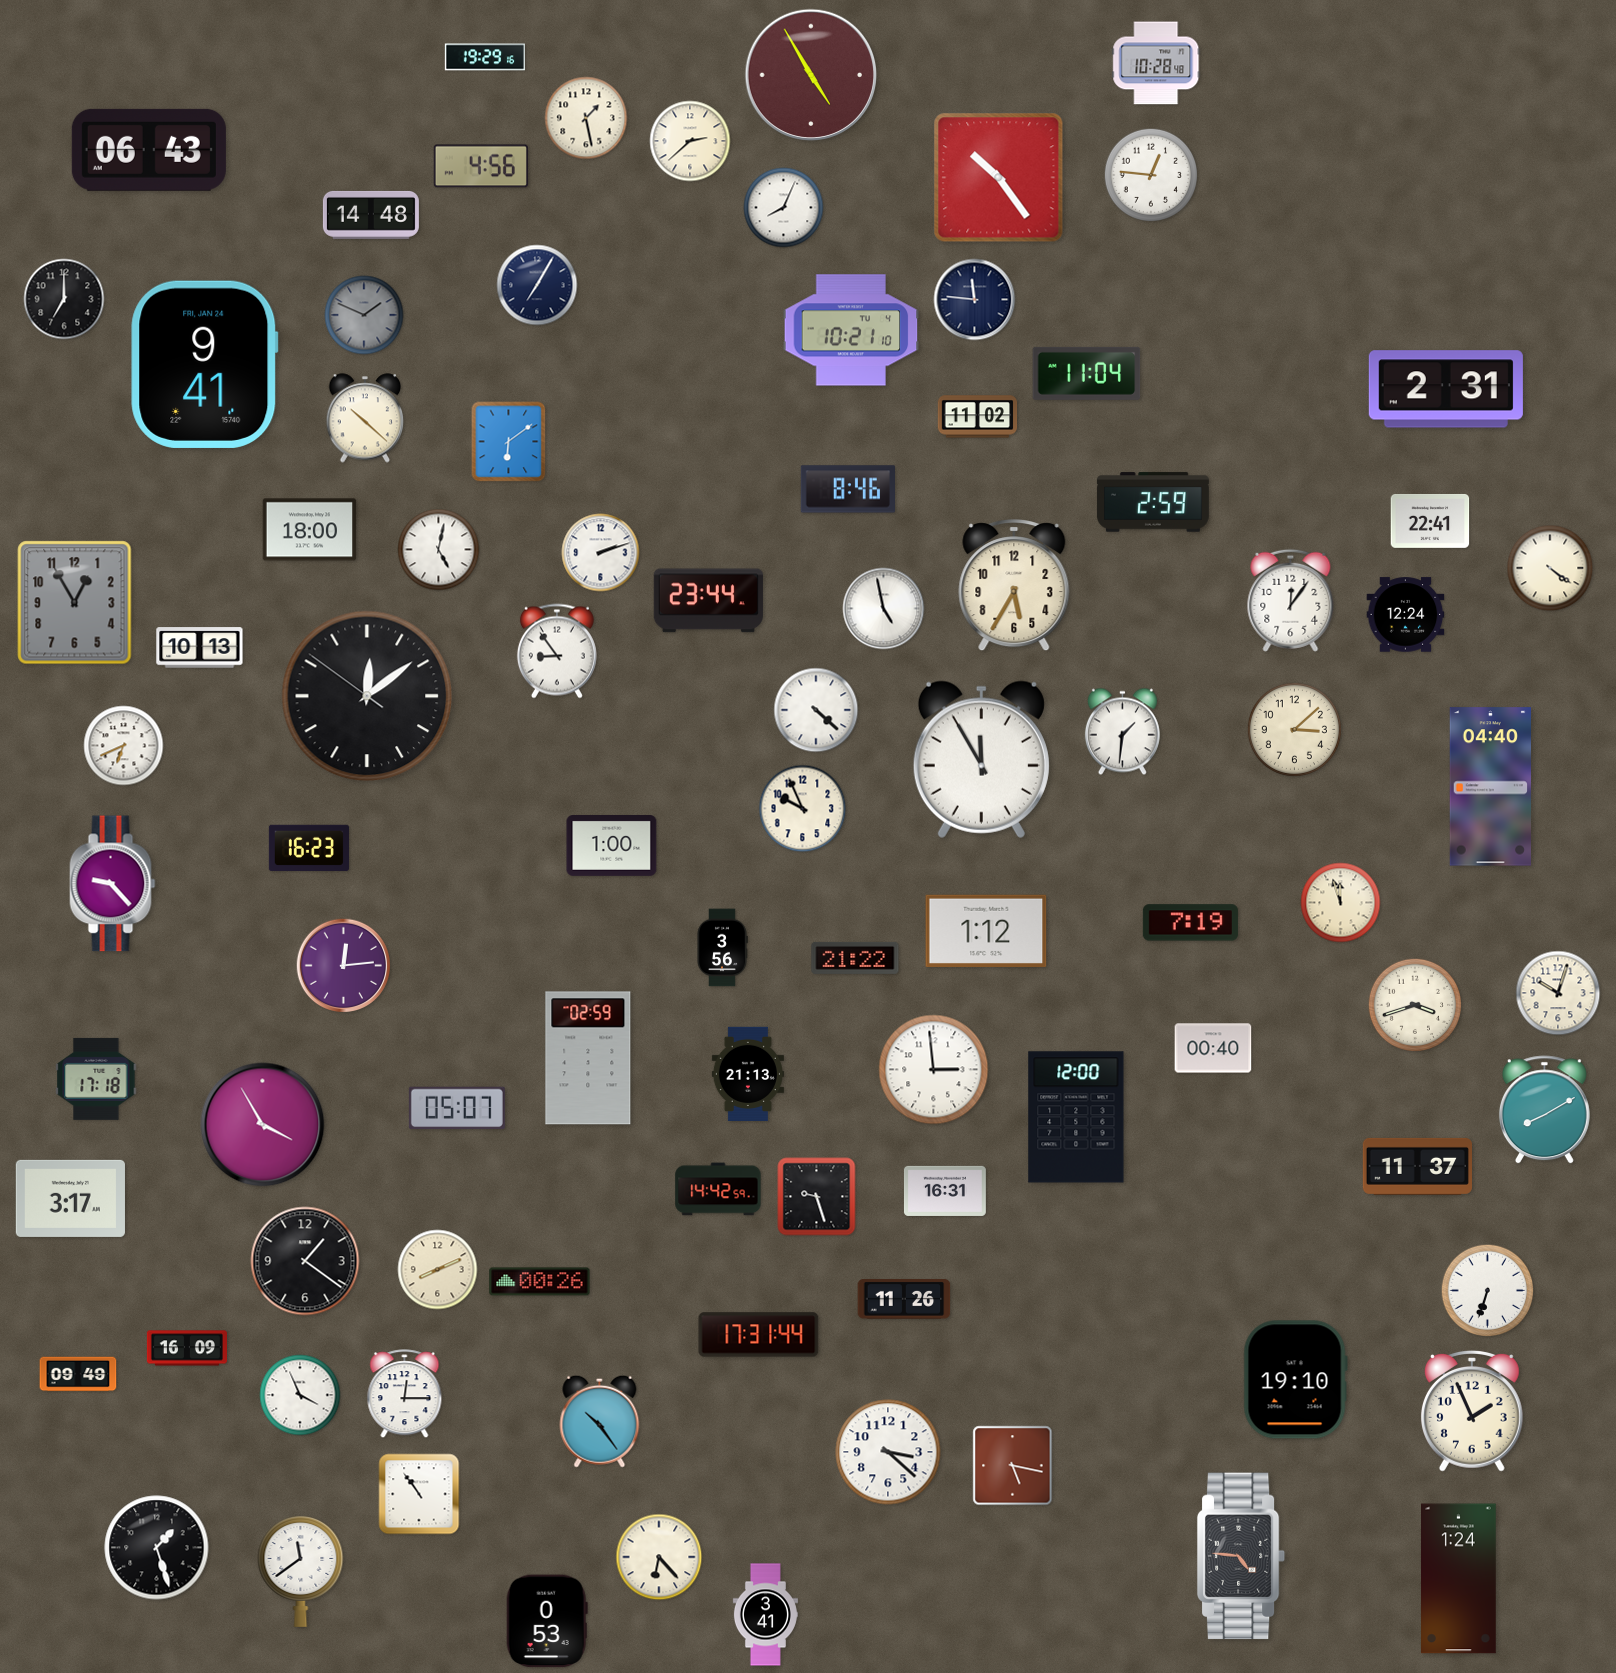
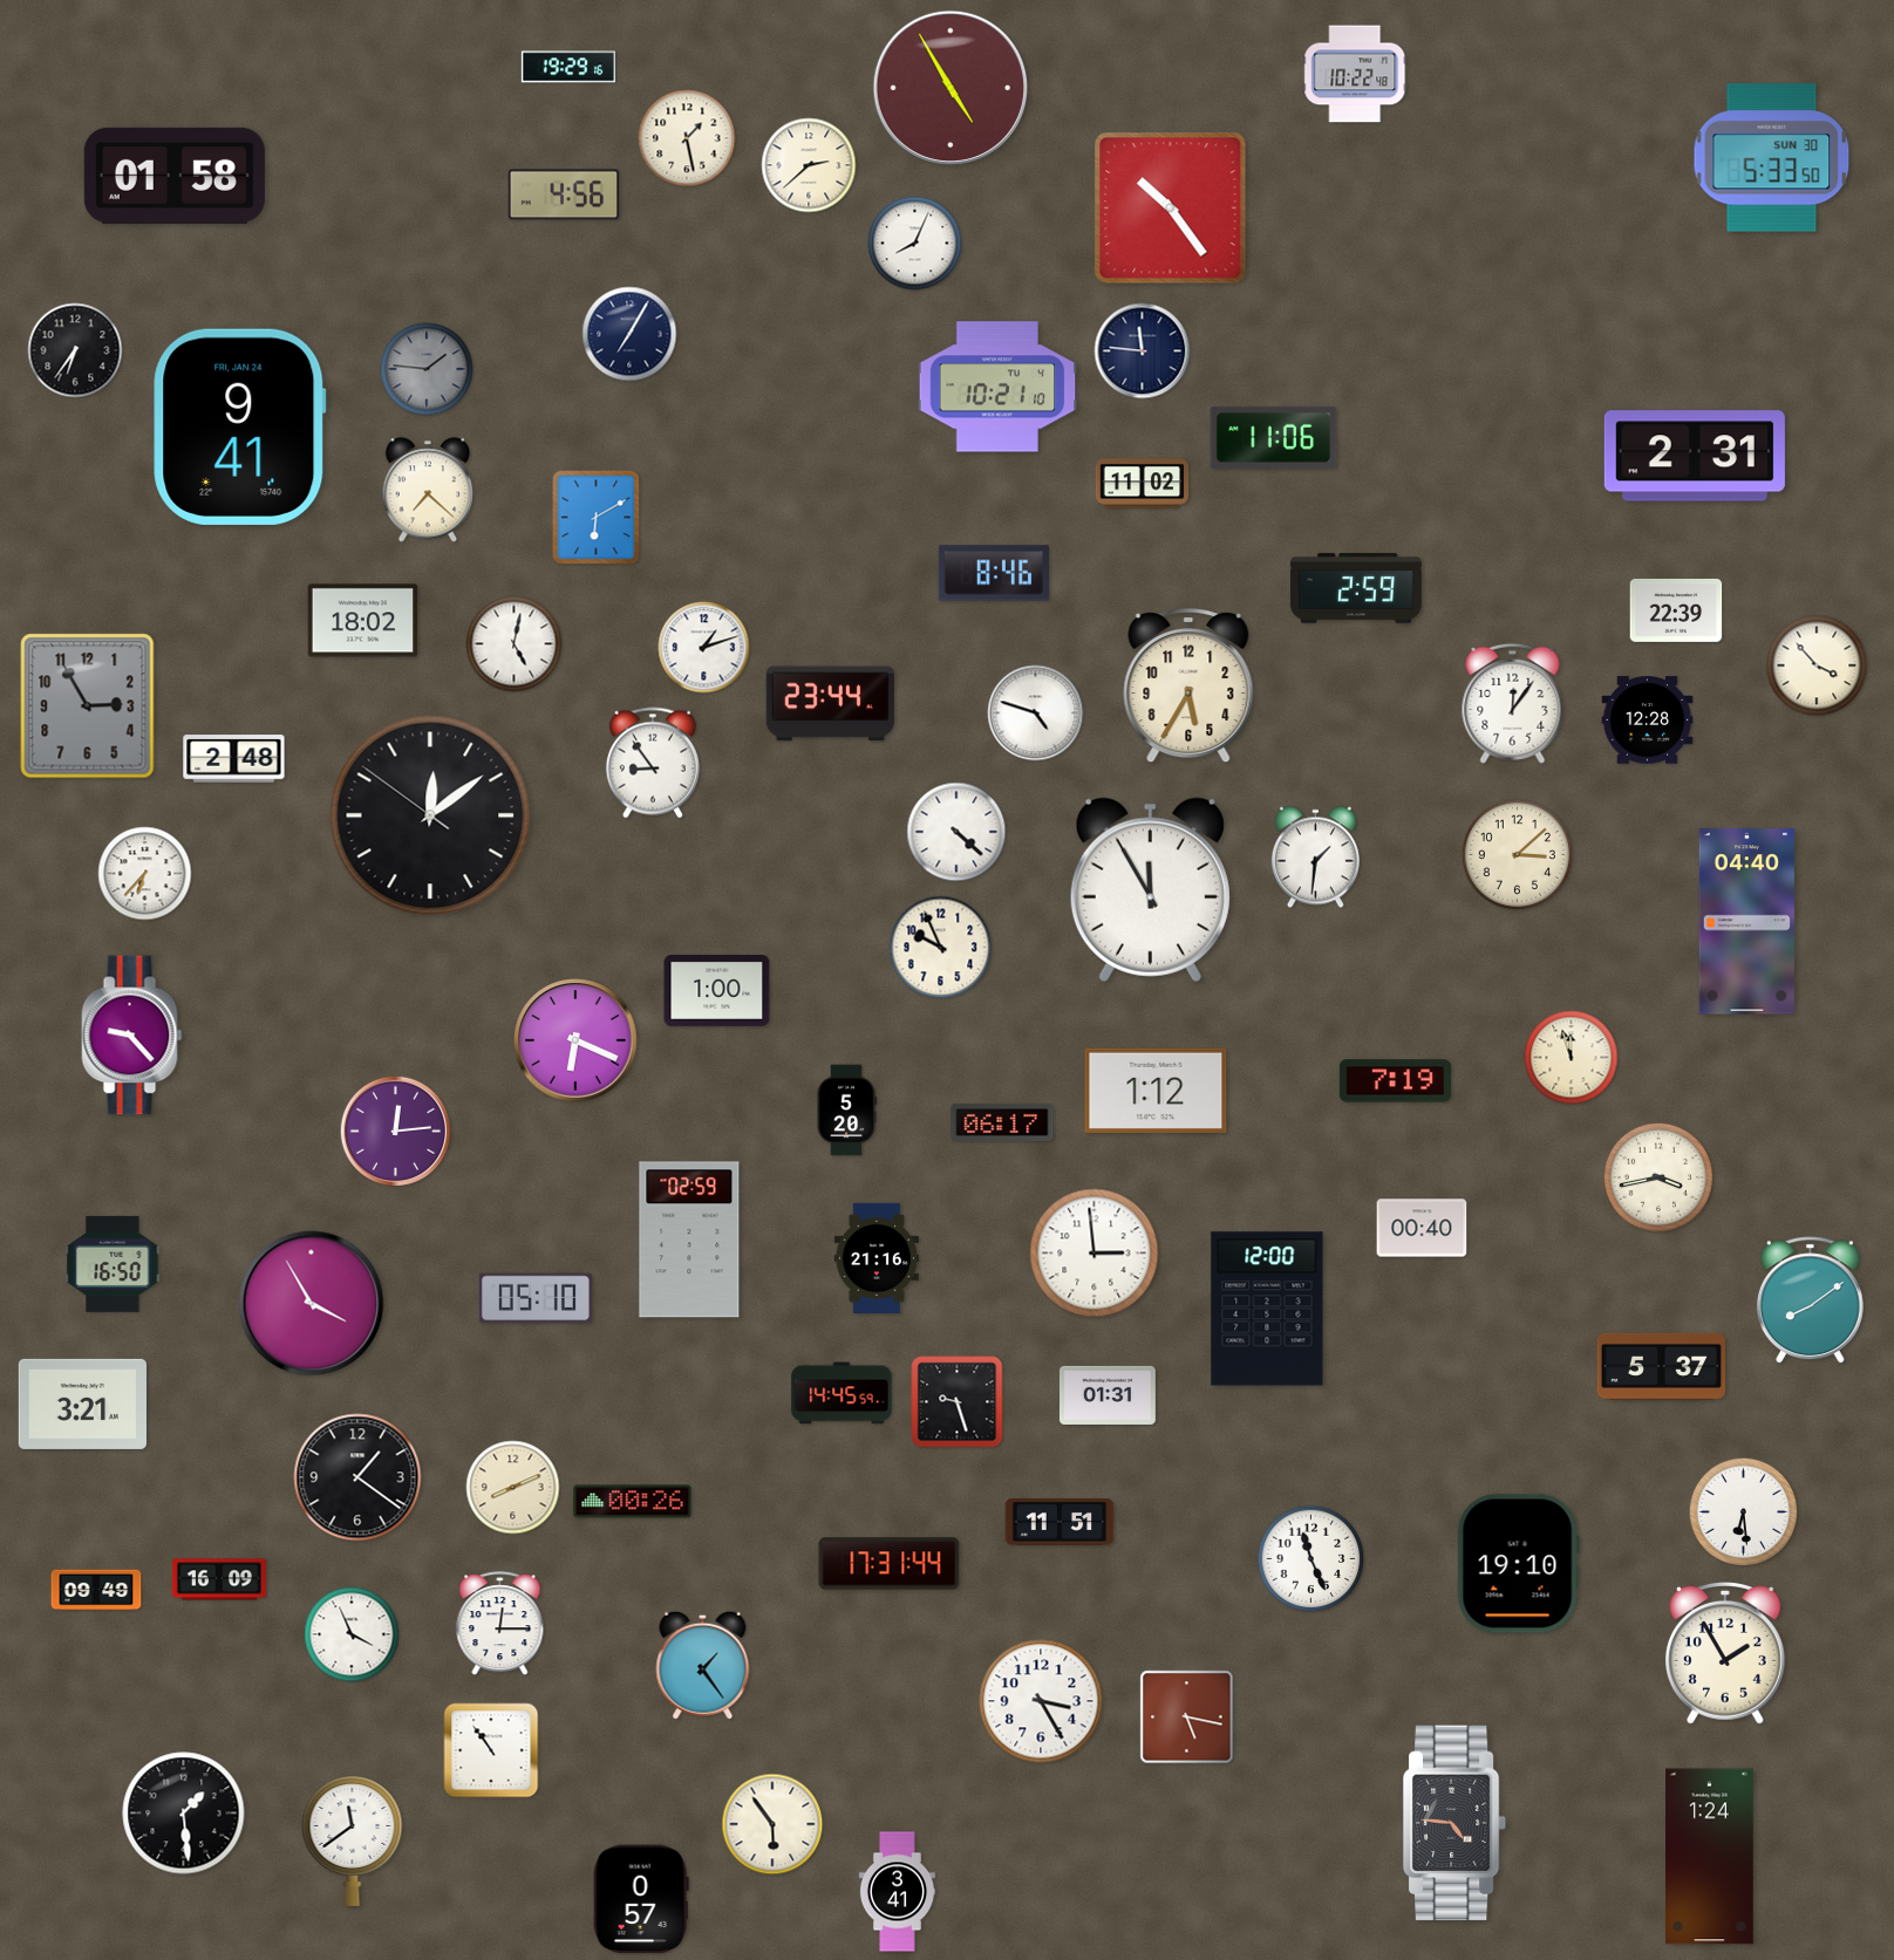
clock at (1156, 63): 10:28 -> 10:22
clock at (1772, 158): none -> 5:33
clock at (149, 150): 06:43 -> 01:58
clock at (1150, 174): 12:46 -> none
clock at (784, 208) position: (784, 208) -> (915, 244)
clock at (371, 215): 14:48 -> none
clock at (64, 299): 7:00 -> 6:36
clock at (364, 315): 1:49 -> 1:46
clock at (1087, 373): 11:04 -> 11:06
clock at (978, 417) position: (978, 417) -> (1143, 484)
clock at (365, 418): 10:22 -> 7:22
clock at (509, 442): 6:09 -> 6:10
clock at (1153, 502) position: (1153, 502) -> (1356, 588)
clock at (1430, 521): 22:41 -> 22:39
clock at (310, 530): 18:00 -> 18:02
clock at (601, 553): 2:12 -> 1:12
clock at (1550, 568): 4:21 -> 3:53
clock at (75, 603): 12:55 -> 2:55
clock at (884, 609): 4:58 -> 4:48
clock at (1406, 615): 12:24 -> 12:28
clock at (200, 648): 10:13 -> 2:48
clock at (124, 746): 6:41 -> 6:37
clock at (309, 847): 16:23 -> none
clock at (575, 1040): none -> 6:19
clock at (722, 948): 3:56 -> 5:20
clock at (855, 958): 21:22 -> 06:17
clock at (344, 966) position: (344, 966) -> (396, 1132)
clock at (1558, 993): 10:03 -> none
clock at (1414, 1004): 3:42 -> 3:43
clock at (748, 1074): 21:13 -> 21:16
clock at (96, 1079): 17:18 -> 16:50
clock at (457, 1108): 05:07 -> 05:10
clock at (1544, 1110): 8:10 -> 8:09
clock at (1076, 1117) position: (1076, 1117) -> (1267, 1309)
clock at (263, 1125) position: (263, 1125) -> (312, 1304)
clock at (1417, 1166): 11:37 -> 5:37
clock at (718, 1189): 14:42 -> 14:45
clock at (945, 1191): 16:31 -> 01:31
clock at (70, 1198): 3:17 -> 3:21
clock at (1488, 1291): 6:33 -> 6:29
clock at (904, 1300): 11:26 -> 11:51
clock at (1312, 1559): none -> 11:26
clock at (78, 1374) position: (78, 1374) -> (96, 1590)
clock at (1295, 1380) position: (1295, 1380) -> (1518, 1564)
clock at (405, 1394) position: (405, 1394) -> (500, 1624)
clock at (1472, 1412): 1:56 -> 1:55
clock at (600, 1421): 10:24 -> 1:24
clock at (888, 1452): 3:22 -> 3:25
clock at (157, 1548): 1:27 -> 1:29
clock at (659, 1557): 6:23 -> 5:54
clock at (1459, 1579) position: (1459, 1579) -> (1710, 1857)
clock at (547, 1621): 0:53 -> 0:57
